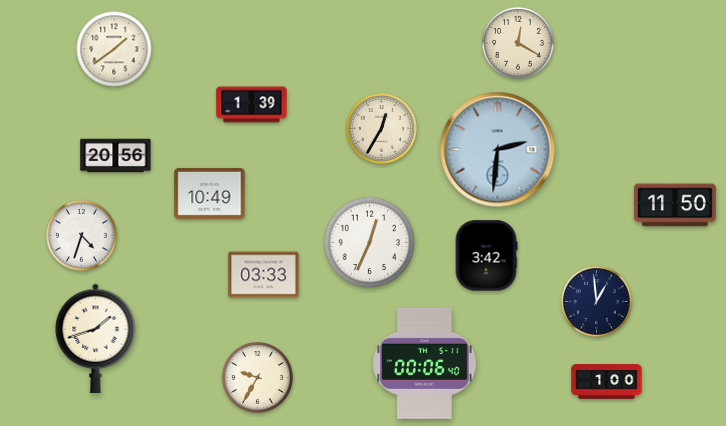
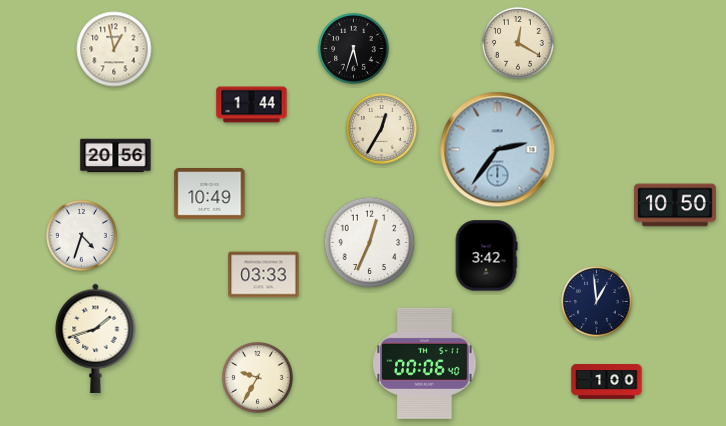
clock at (114, 49): 1:39 -> 12:58
clock at (354, 49): none -> 5:33
clock at (252, 105): 1:39 -> 1:44
clock at (498, 150): 2:31 -> 2:36
clock at (675, 205): 11:50 -> 10:50
